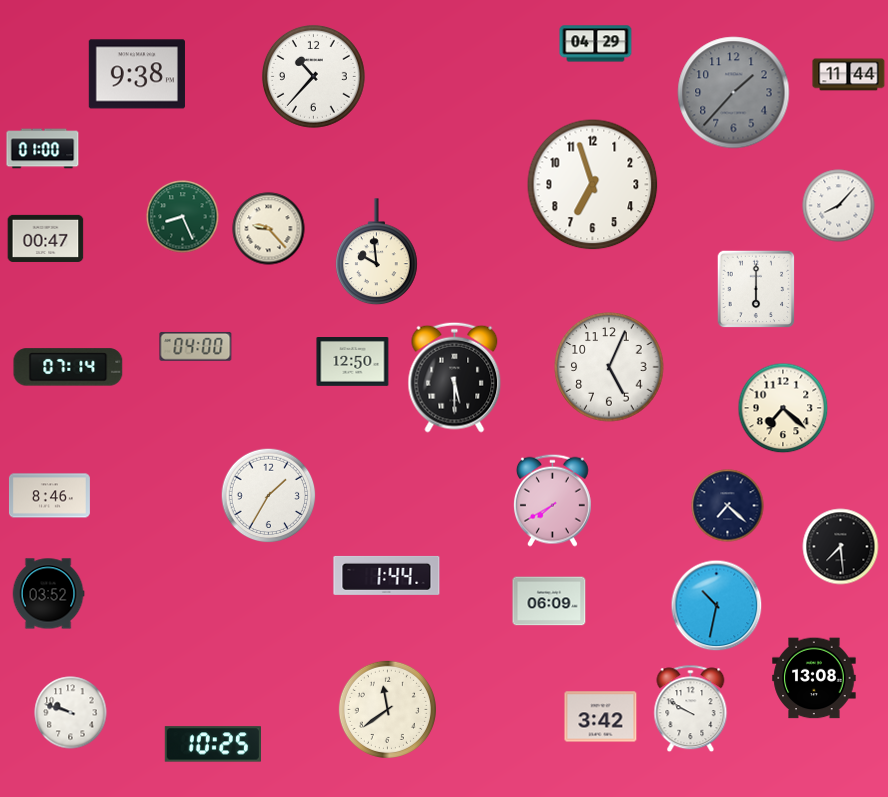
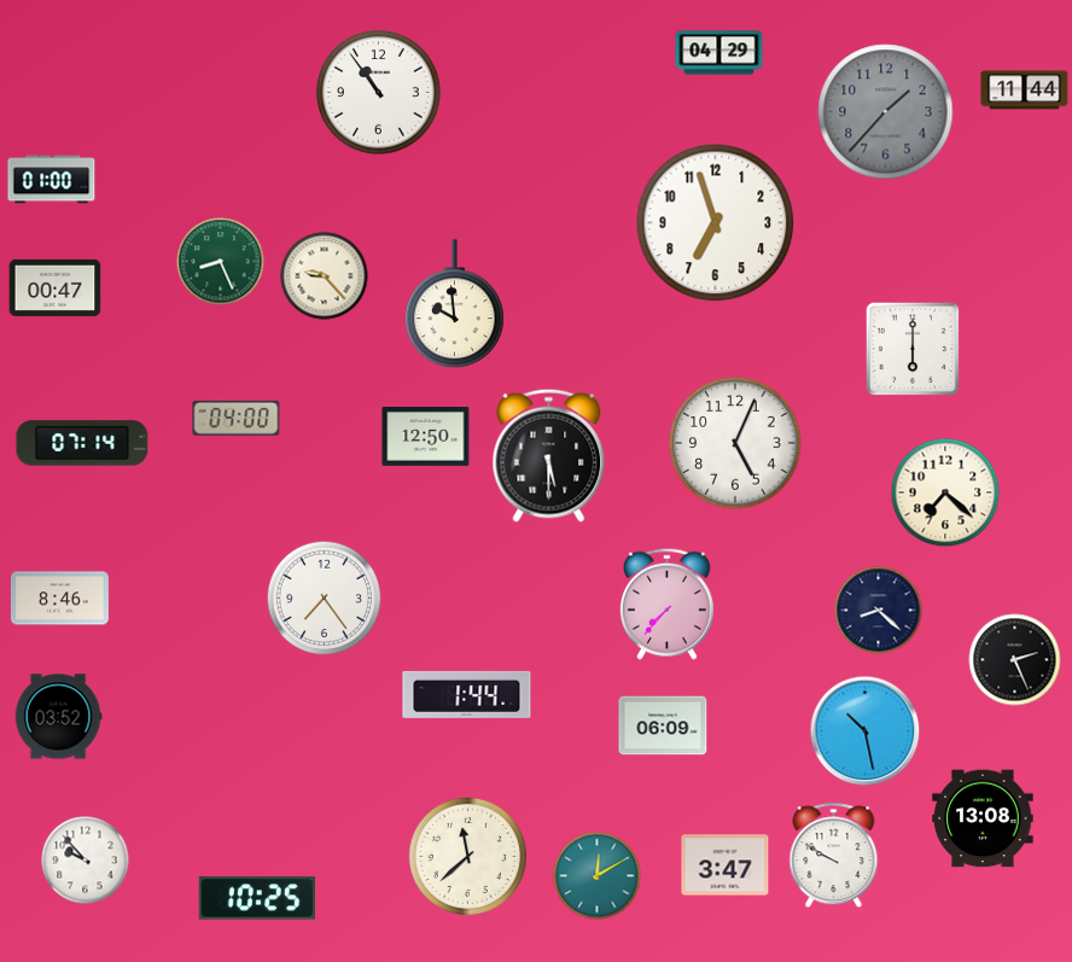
clock at (137, 74): 9:38 -> none
clock at (313, 76): 10:37 -> 10:54
clock at (839, 206): 8:07 -> none
clock at (269, 496): 1:35 -> 7:24
clock at (552, 500): 7:40 -> 7:37
clock at (728, 506): 7:22 -> 8:22
clock at (841, 547): 7:29 -> 2:26
clock at (717, 606): 10:32 -> 10:28
clock at (387, 709): 11:39 -> 11:38
clock at (71, 713): 9:48 -> 9:53
clock at (601, 717): 3:42 -> 3:47
clock at (598, 876): none -> 12:10
